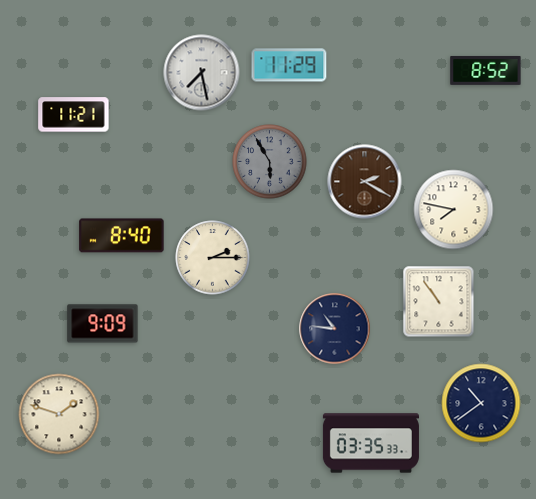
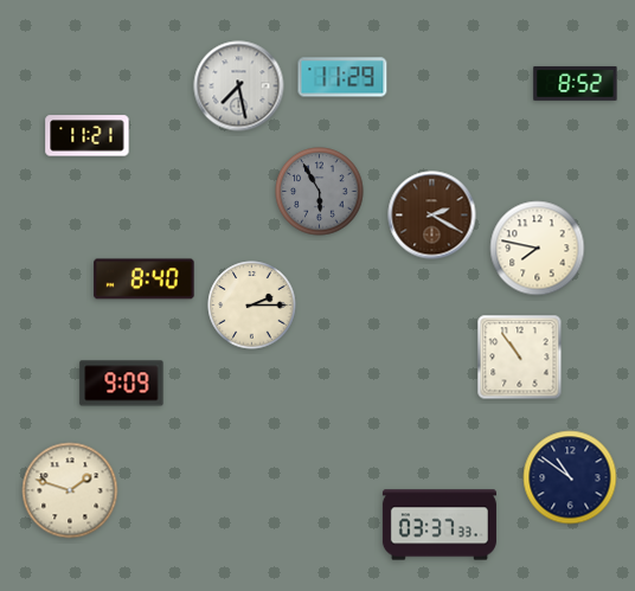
clock at (335, 329): 10:46 -> none
clock at (481, 403): 10:39 -> 10:51
clock at (371, 443): 03:35 -> 03:37
